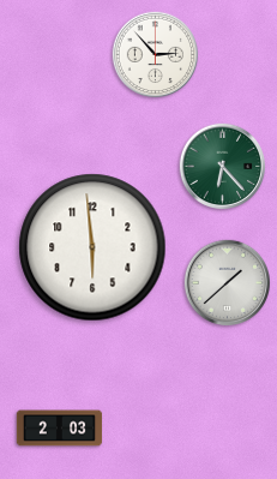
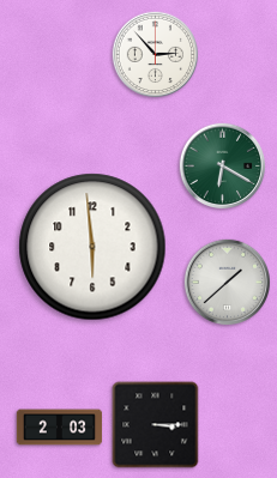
clock at (223, 167): 6:23 -> 6:20
clock at (156, 425): none -> 3:15
